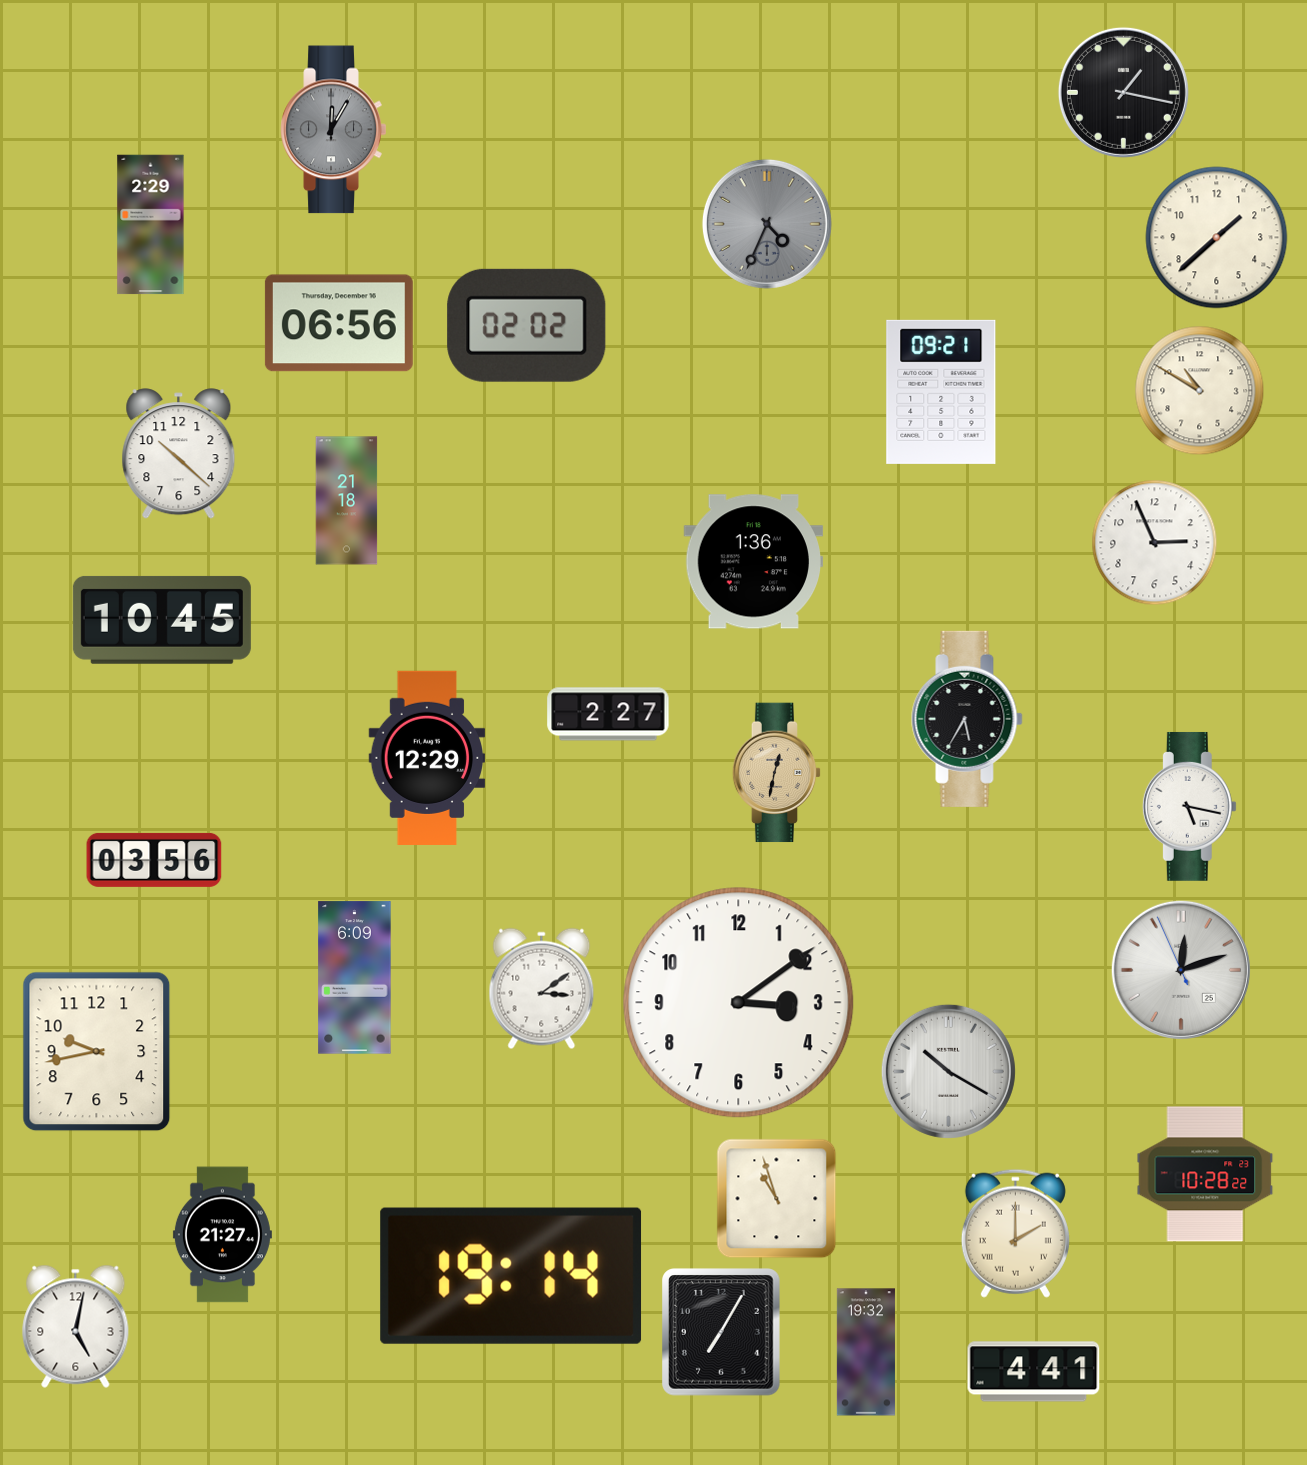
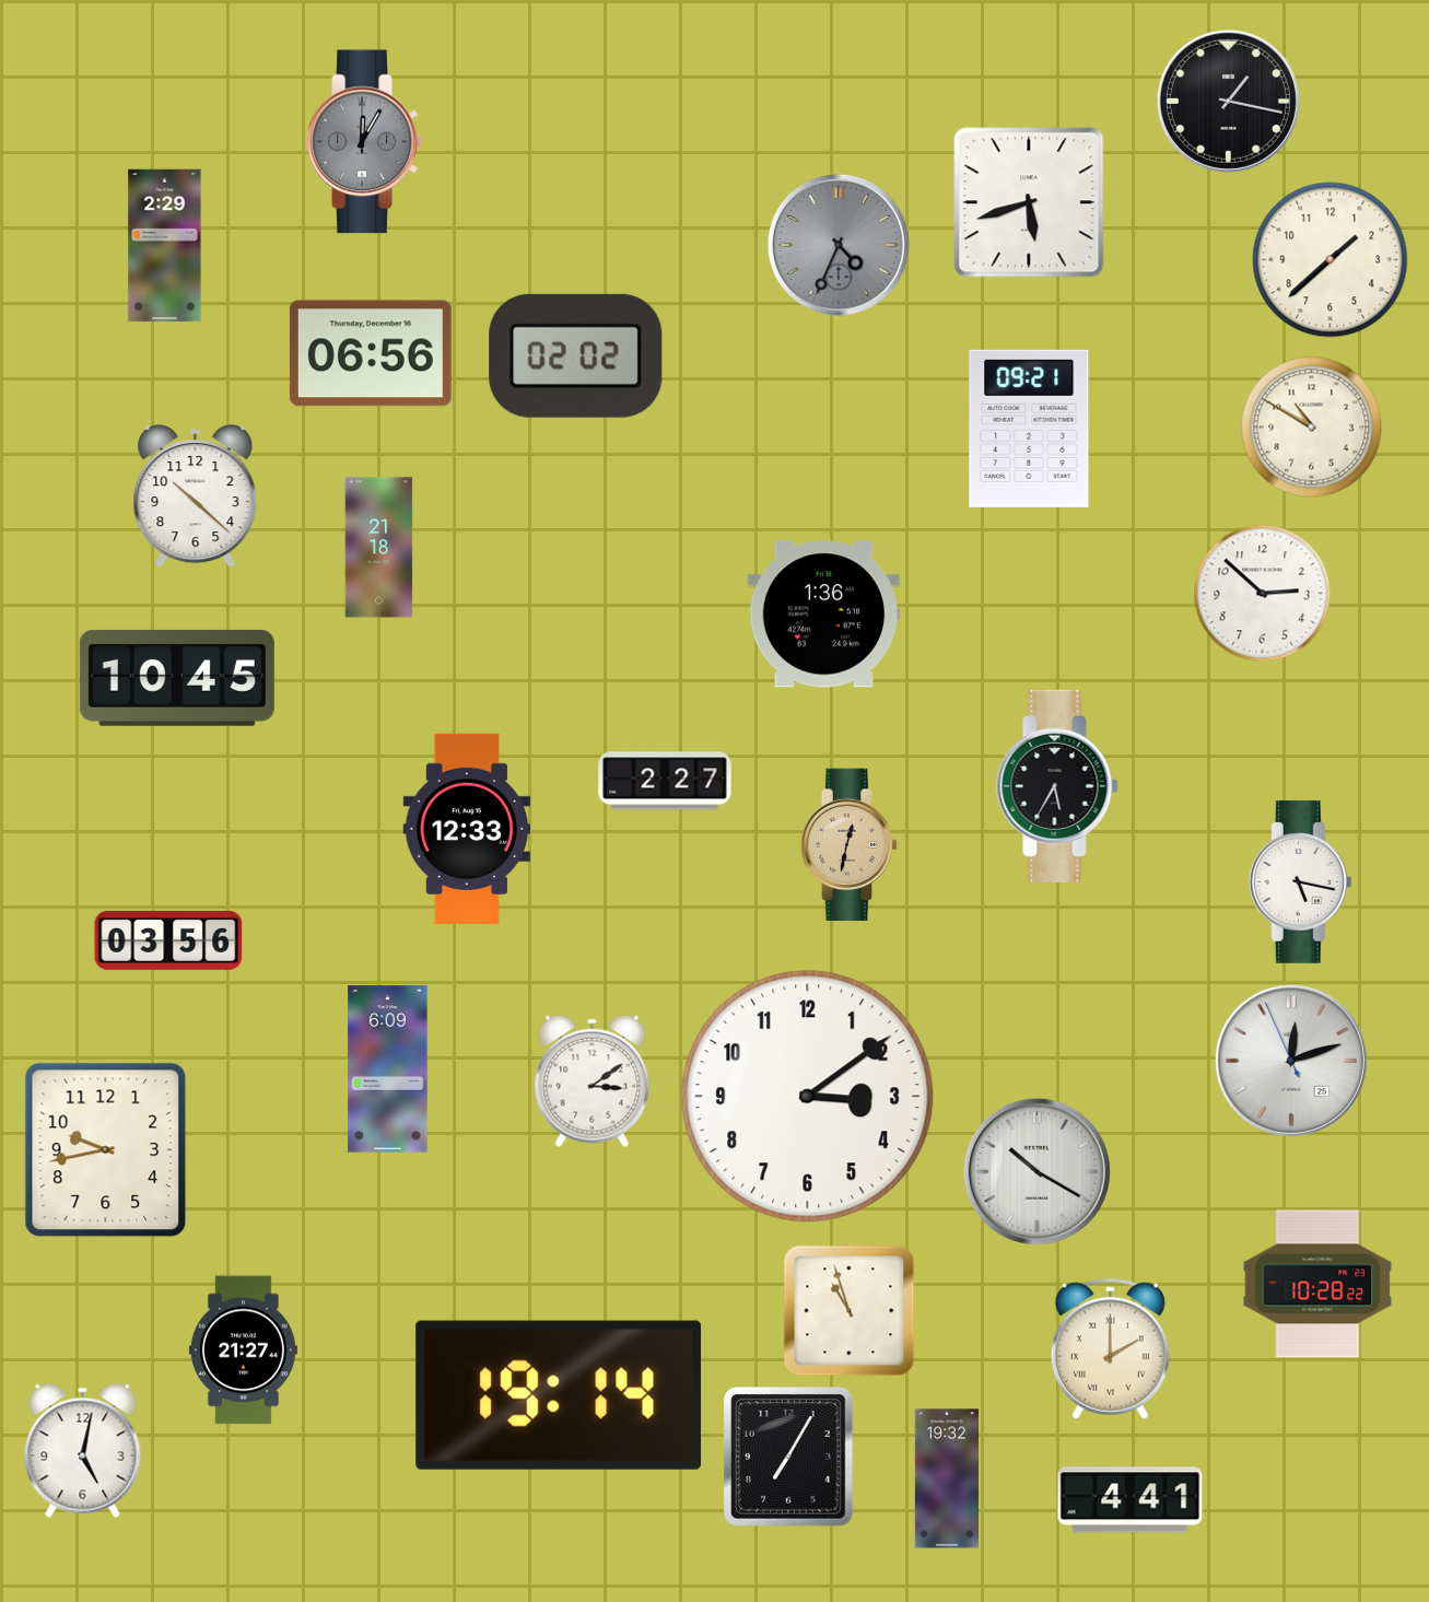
clock at (1029, 202): none -> 5:42
clock at (1155, 543): 2:56 -> 2:52
clock at (427, 758): 12:29 -> 12:33
